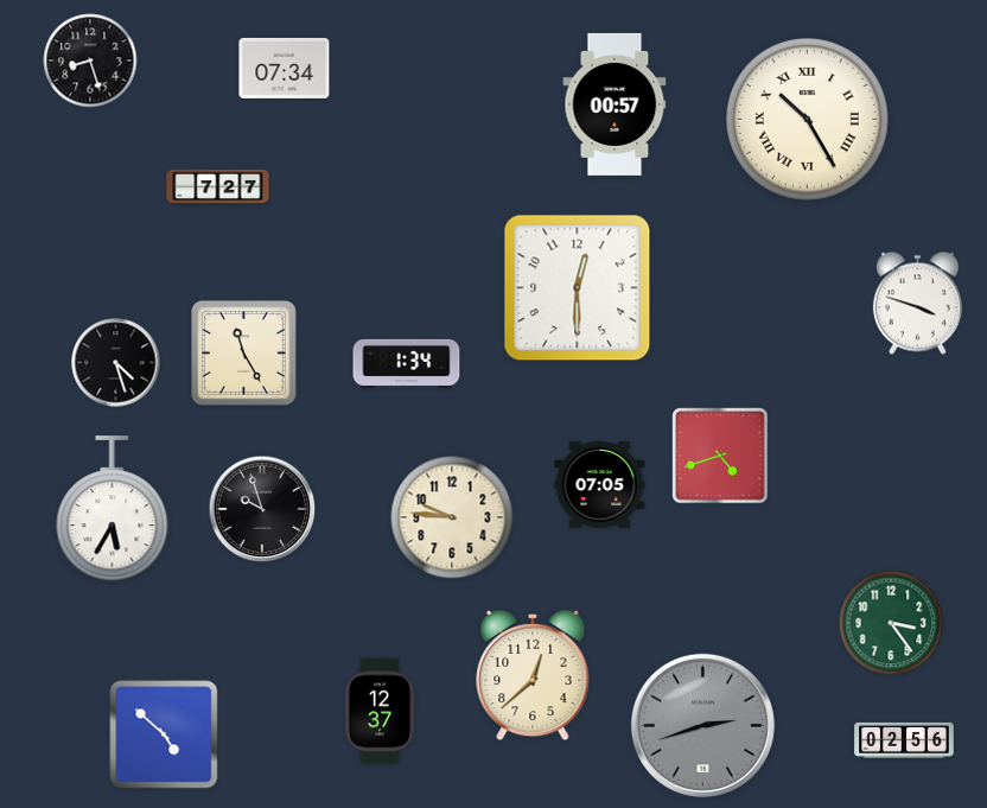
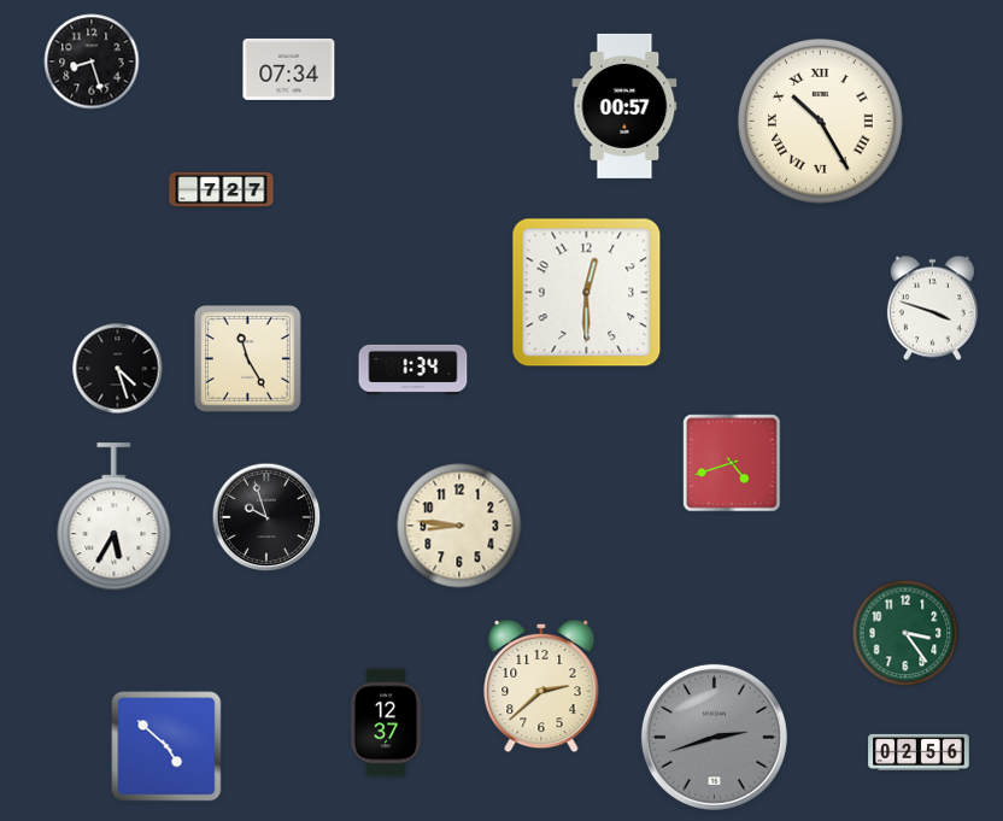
clock at (600, 484): 07:05 -> none
clock at (452, 517): 9:46 -> 8:46
clock at (533, 675): 12:38 -> 2:38
